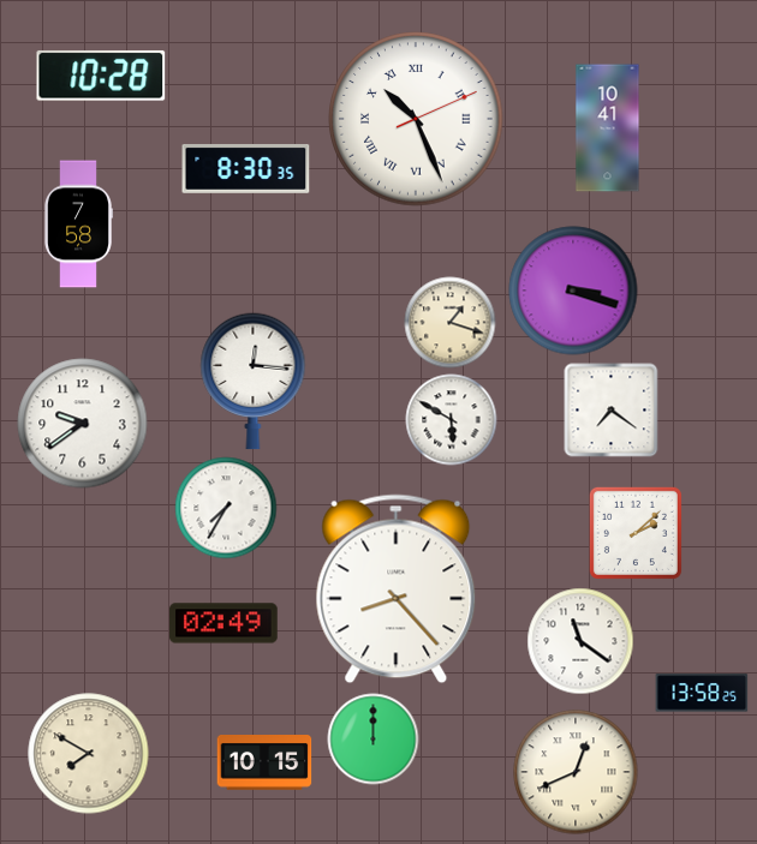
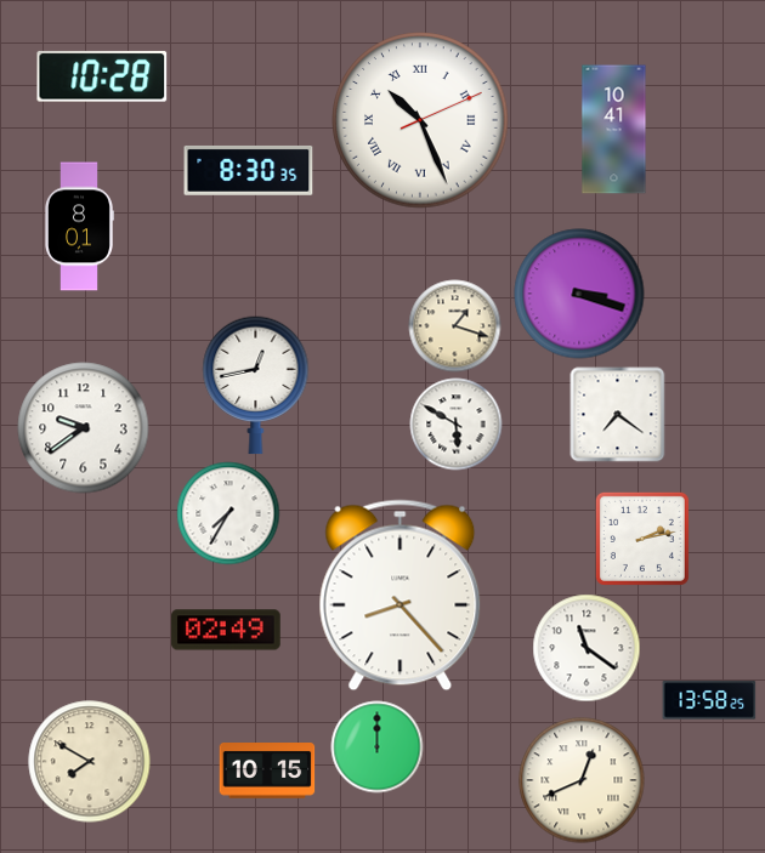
clock at (79, 225): 7:58 -> 8:01
clock at (254, 382): 12:16 -> 12:43
clock at (636, 533): 2:08 -> 2:13
